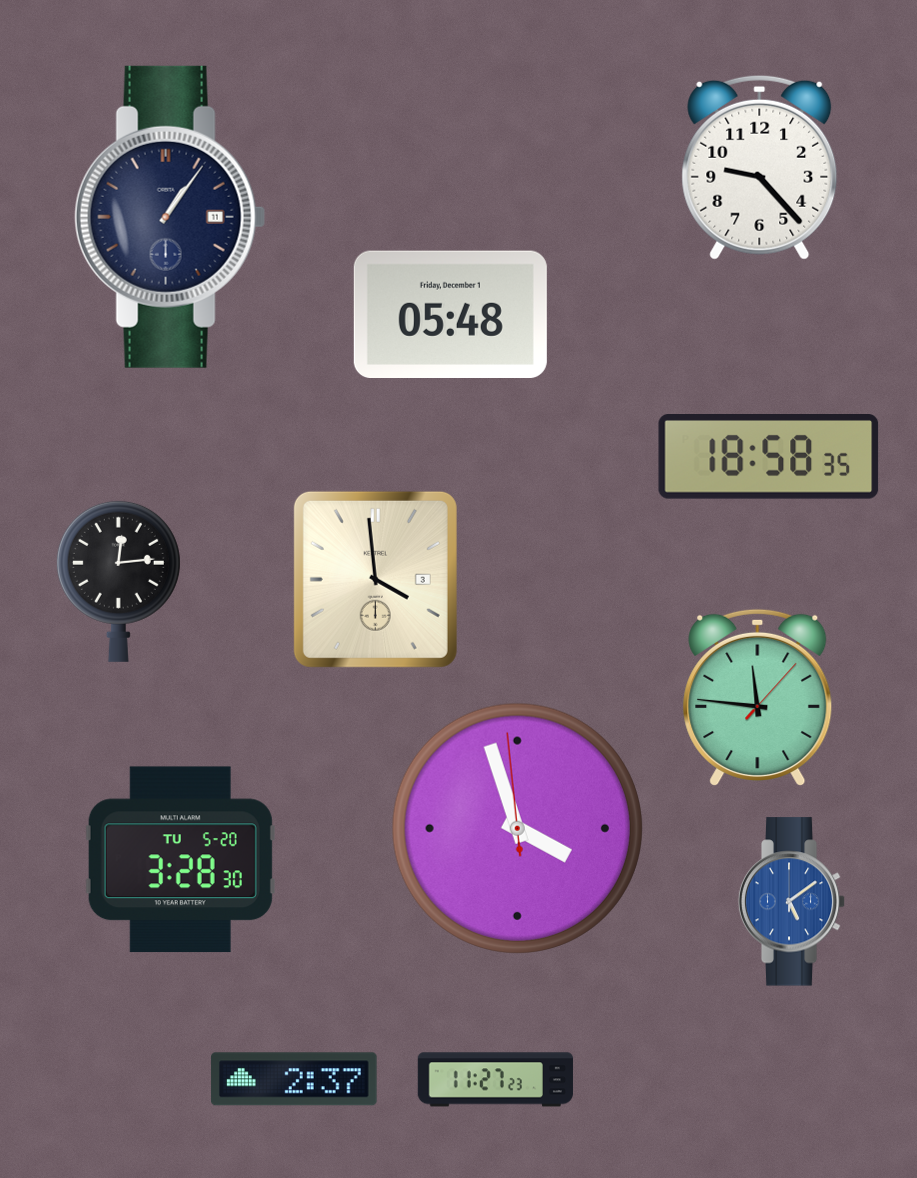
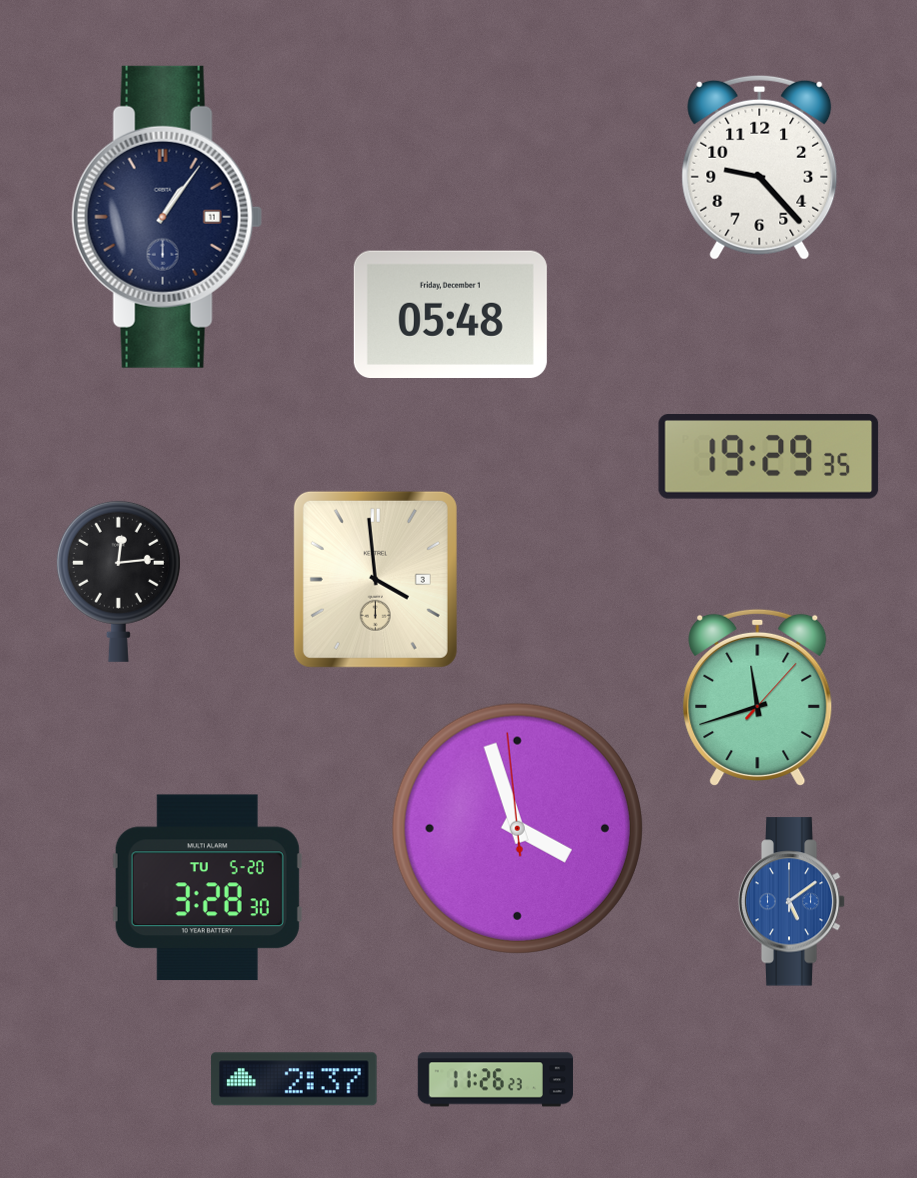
clock at (170, 217) position: (170, 217) -> (167, 217)
clock at (769, 457): 18:58 -> 19:29
clock at (758, 697): 11:46 -> 11:42
clock at (180, 860) position: (180, 860) -> (207, 888)
clock at (495, 1080): 11:27 -> 11:26
